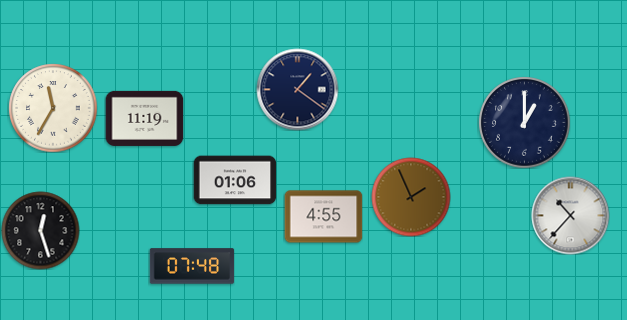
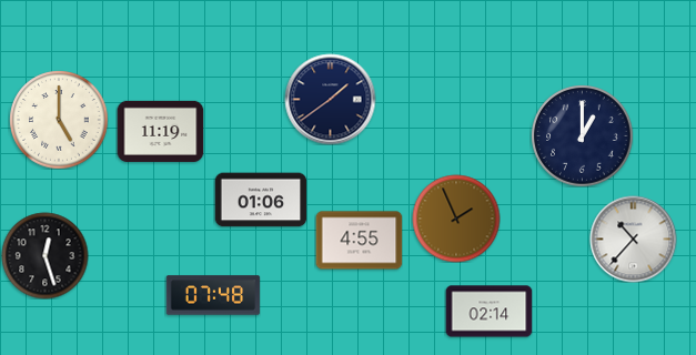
clock at (297, 89): 1:21 -> 1:39
clock at (53, 108): 11:35 -> 5:00
clock at (488, 312): none -> 02:14
